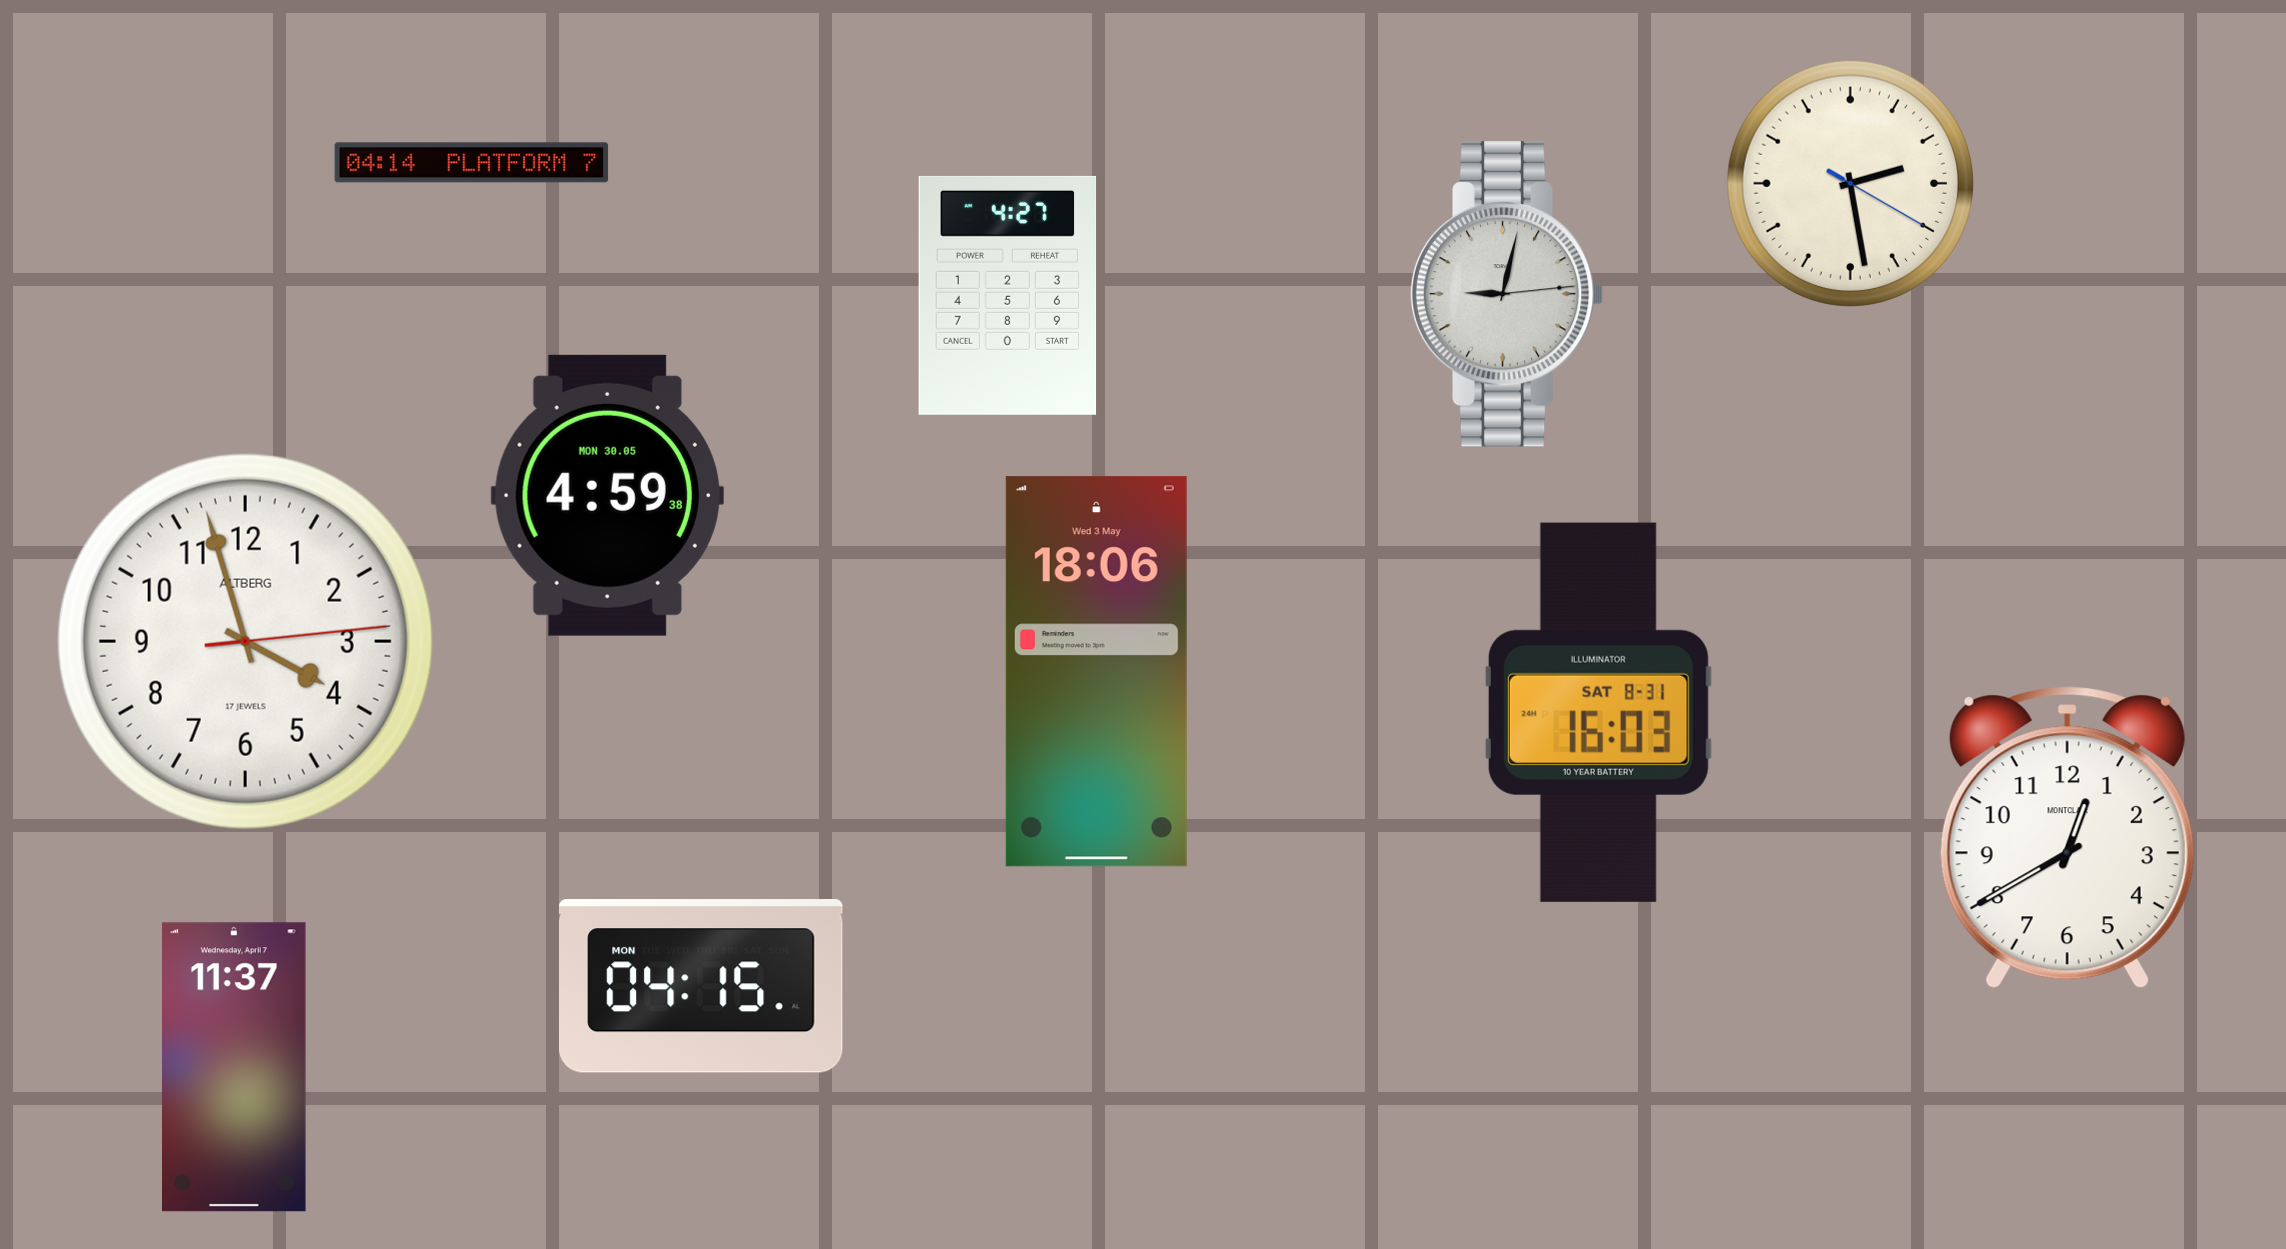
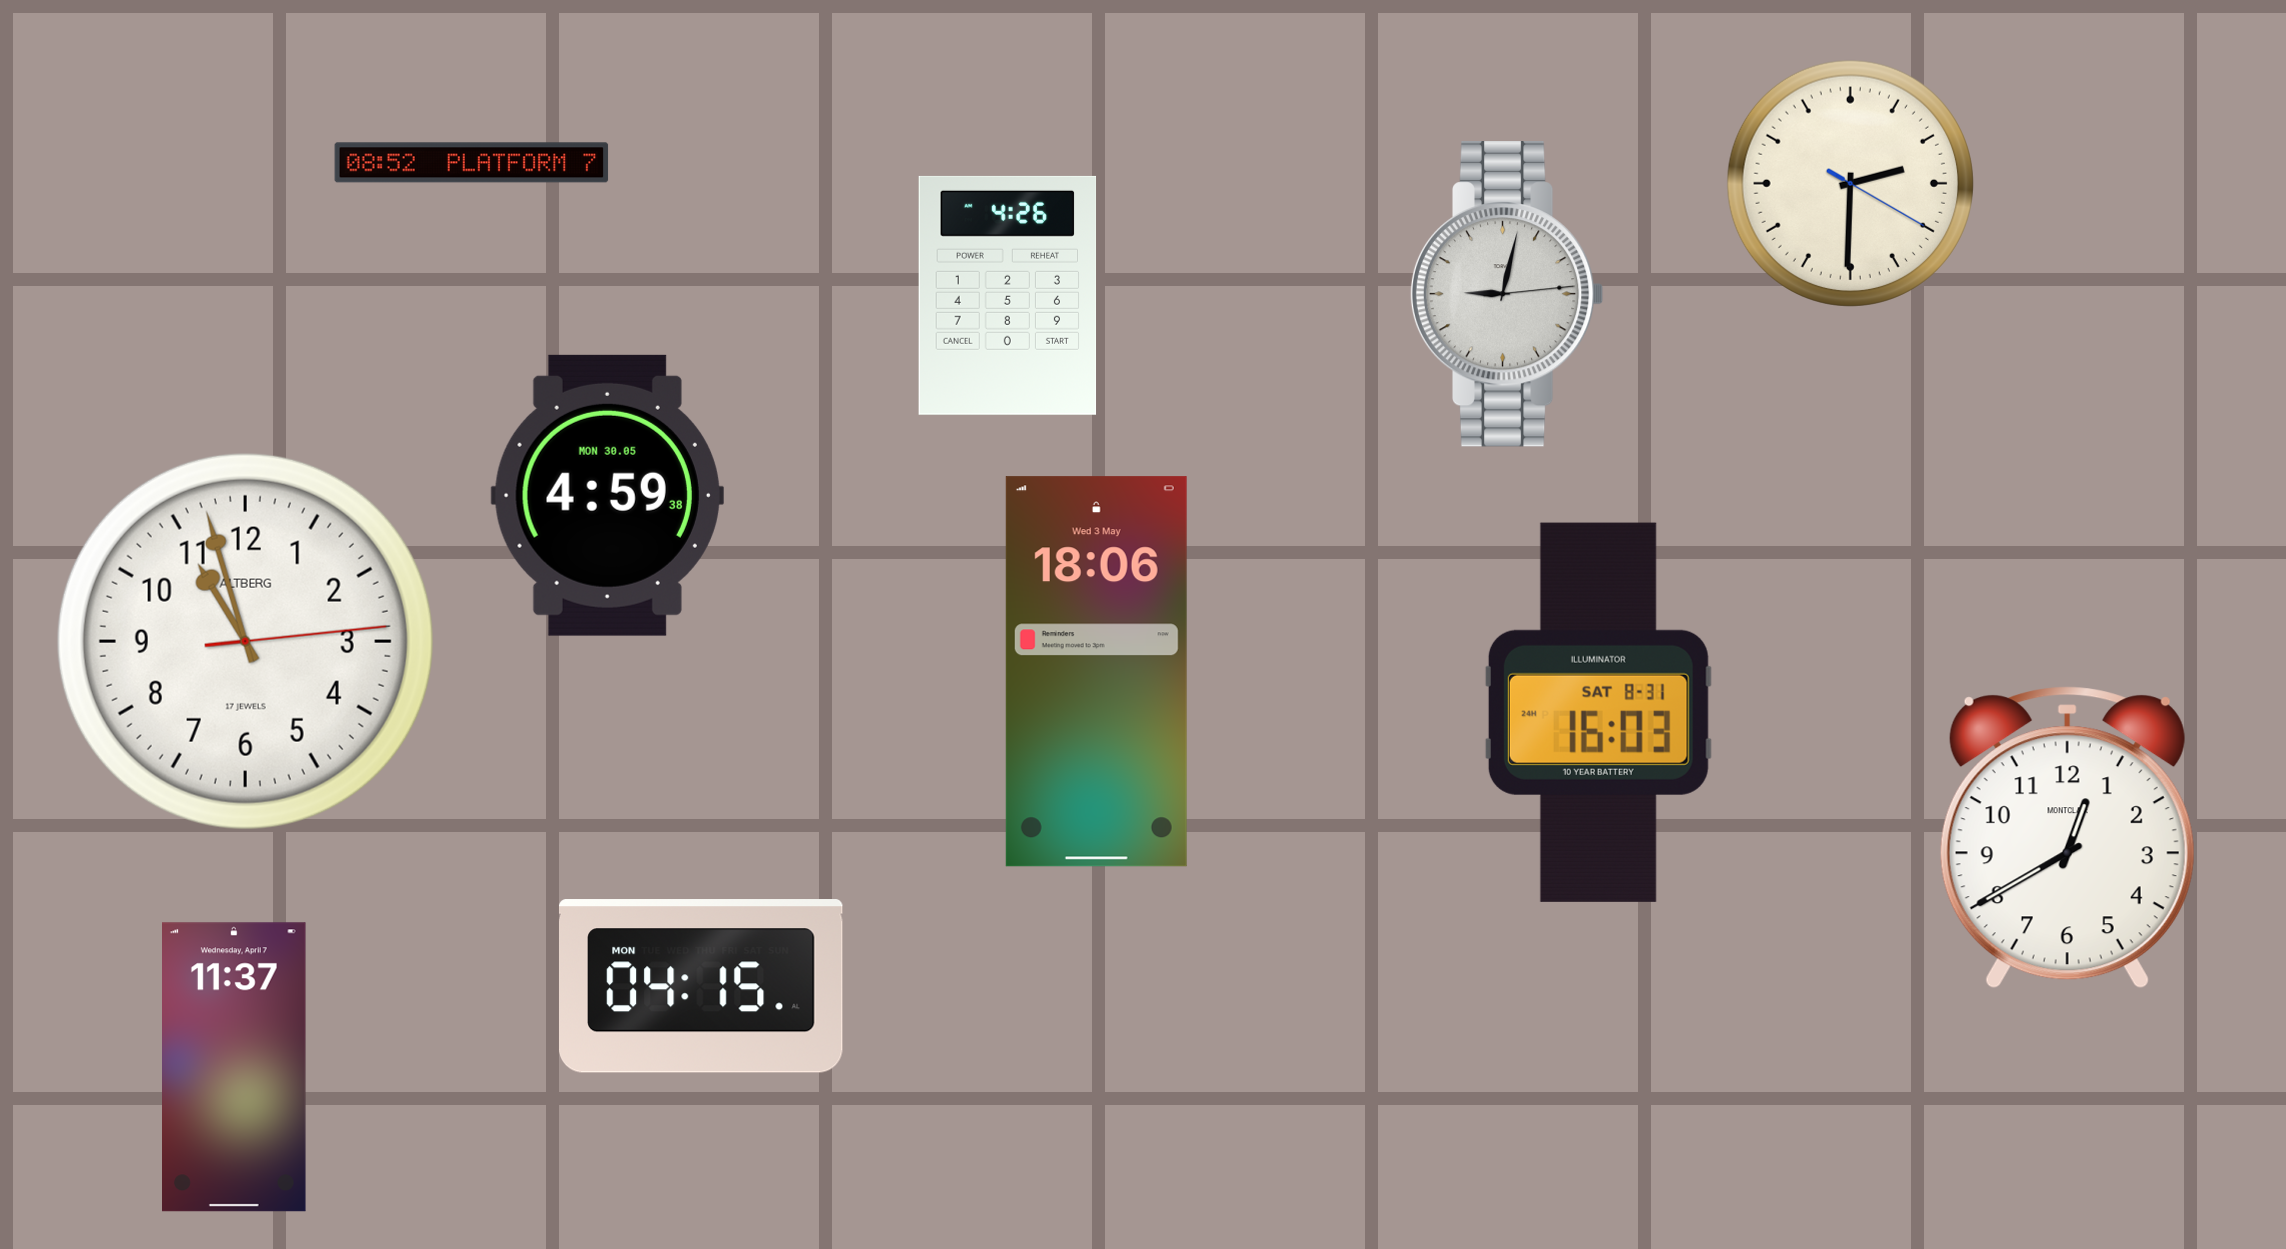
clock at (472, 163): 04:14 -> 08:52
clock at (1850, 183): 2:28 -> 2:30
clock at (1008, 295): 4:27 -> 4:26
clock at (245, 641): 3:57 -> 10:57
